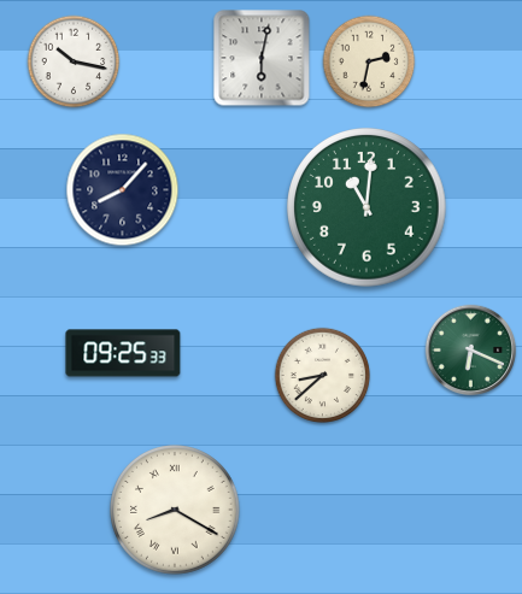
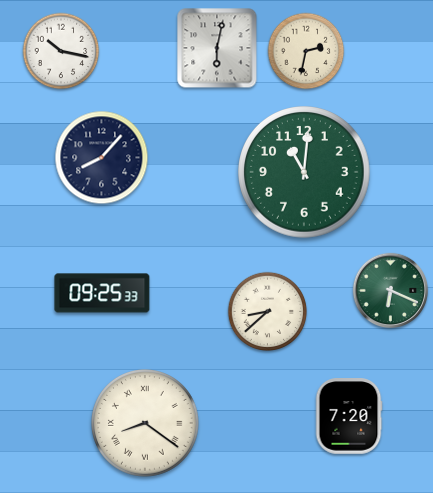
clock at (349, 416): none -> 7:20
clock at (176, 511): 8:20 -> 8:21
